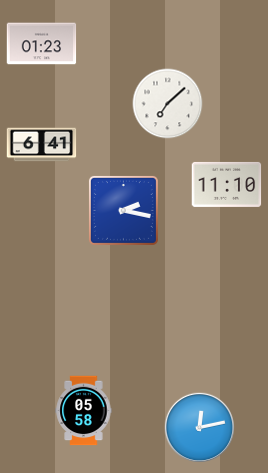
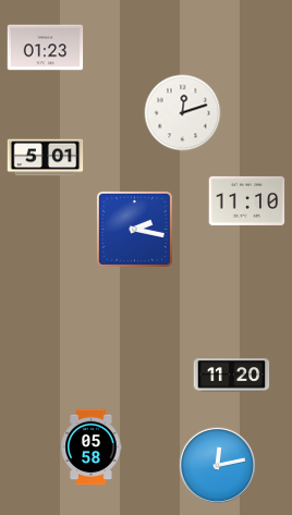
clock at (168, 104): 7:08 -> 12:12
clock at (42, 145): 6:41 -> 5:01
clock at (232, 376): none -> 11:20
